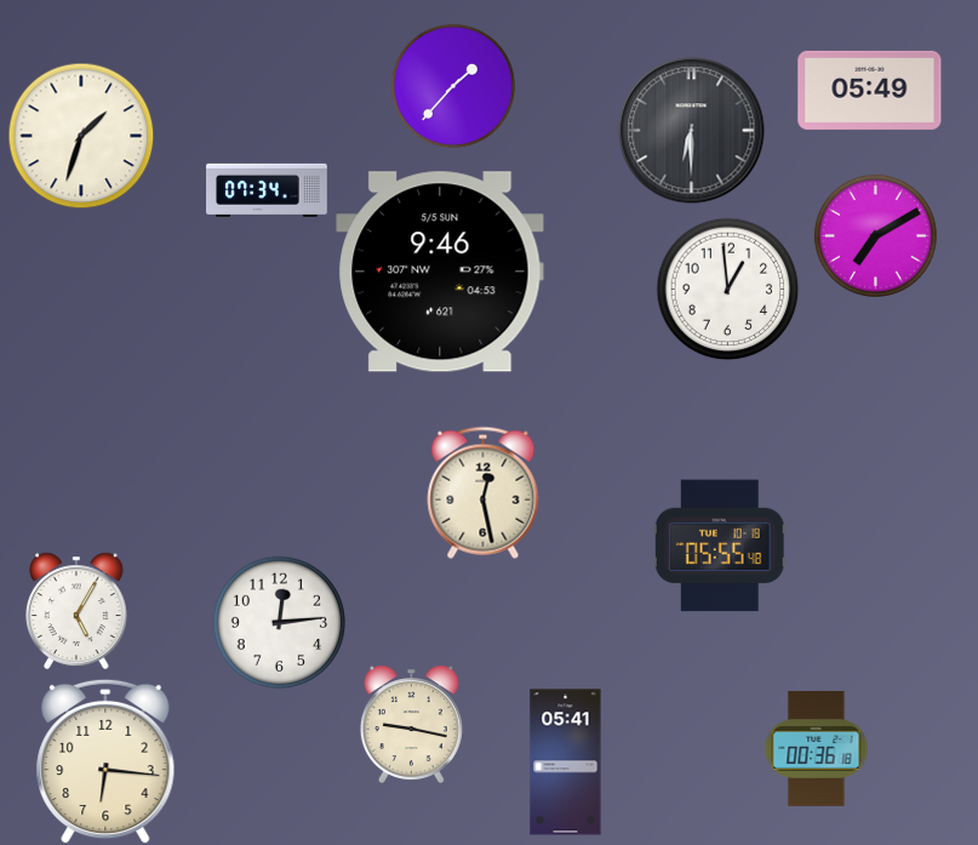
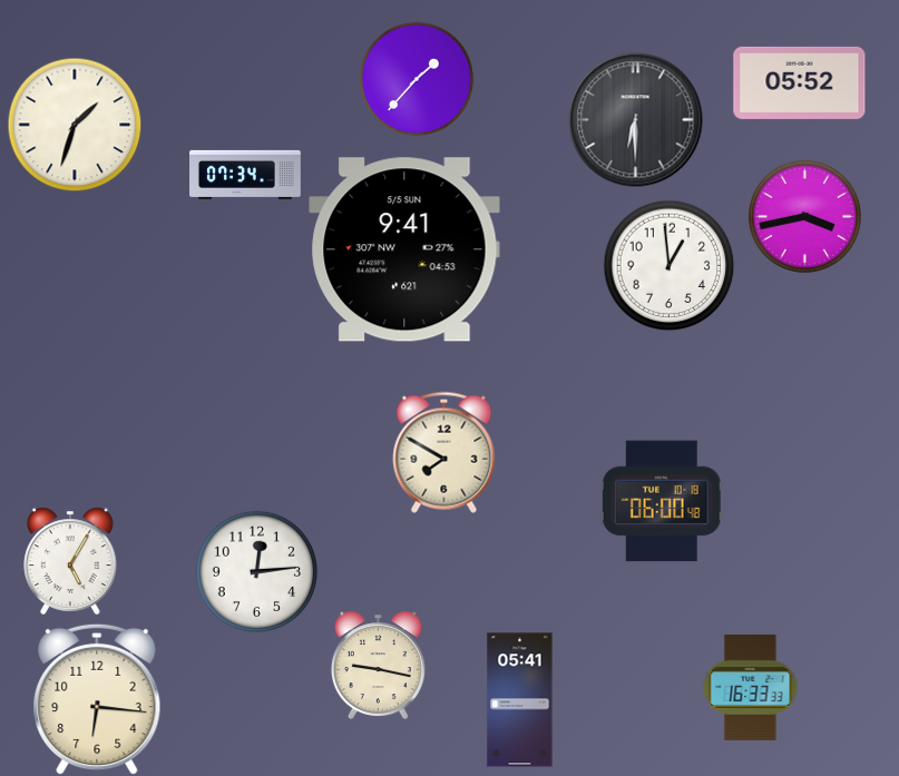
clock at (870, 90): 05:49 -> 05:52
clock at (875, 235): 7:10 -> 3:43
clock at (440, 272): 9:46 -> 9:41
clock at (484, 492): 12:28 -> 7:50
clock at (720, 546): 05:55 -> 06:00
clock at (817, 748): 00:36 -> 16:33
